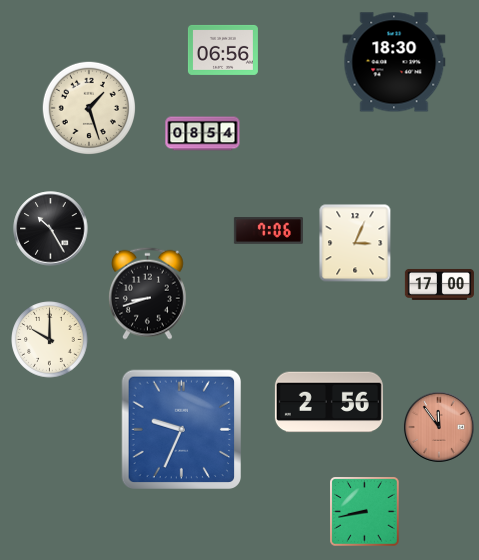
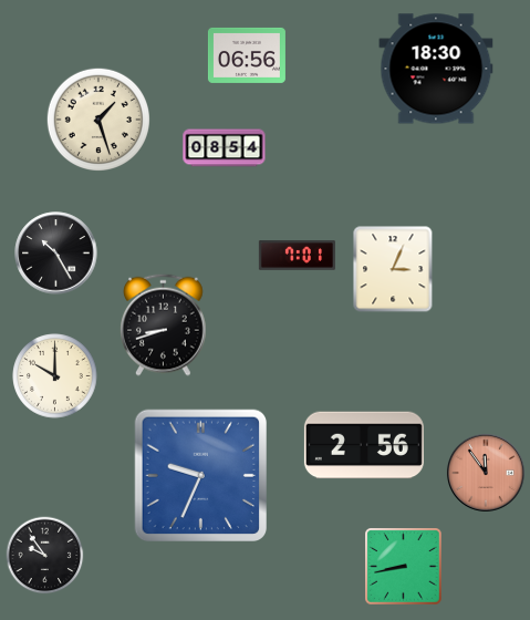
clock at (268, 231): 7:06 -> 7:01
clock at (439, 284): 17:00 -> none
clock at (45, 556): none -> 9:54
